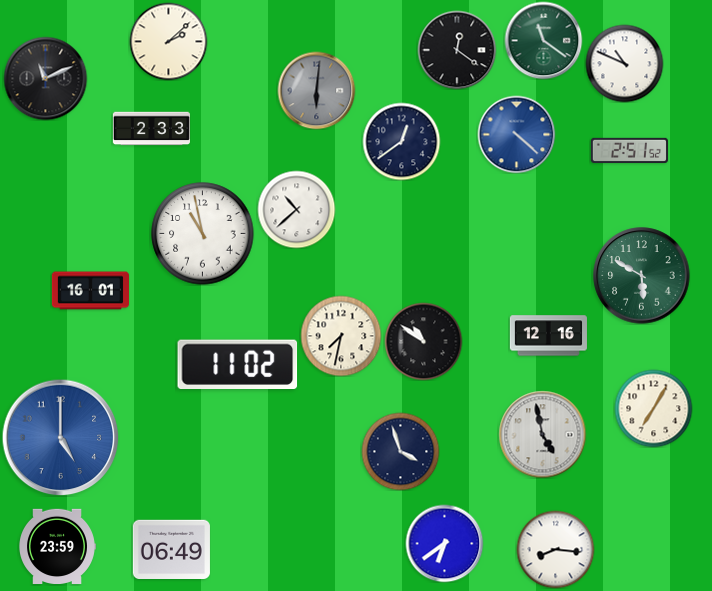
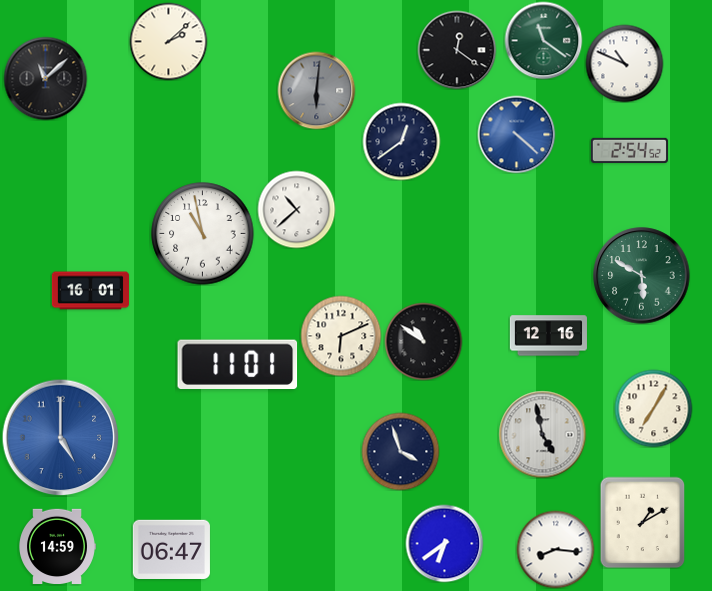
clock at (45, 78): 11:11 -> 11:08
clock at (151, 129): 2:33 -> none
clock at (629, 150): 2:51 -> 2:54
clock at (341, 336): 7:32 -> 6:11
clock at (238, 365): 11:02 -> 11:01
clock at (643, 522): none -> 1:10
clock at (58, 546): 23:59 -> 14:59
clock at (171, 550): 06:49 -> 06:47
